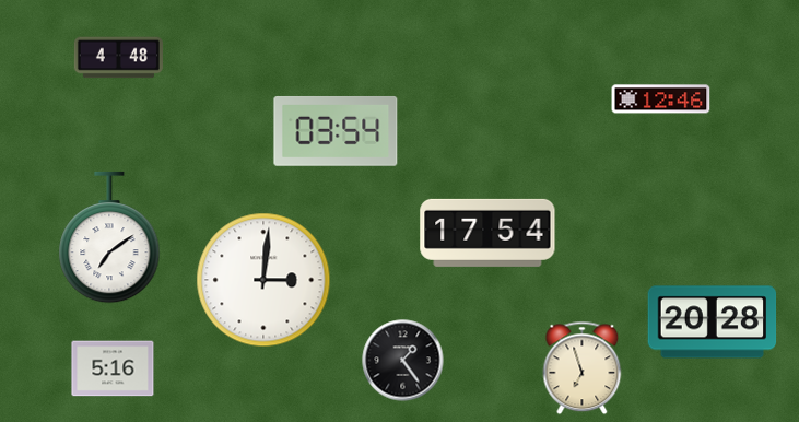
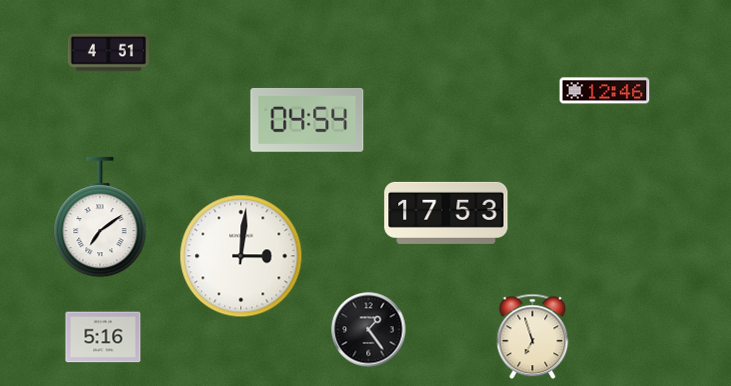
clock at (118, 58): 4:48 -> 4:51
clock at (336, 131): 03:54 -> 04:54
clock at (487, 233): 17:54 -> 17:53
clock at (713, 323): 20:28 -> none
